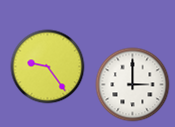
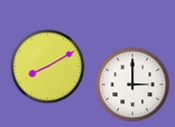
clock at (48, 67): 9:24 -> 8:10
